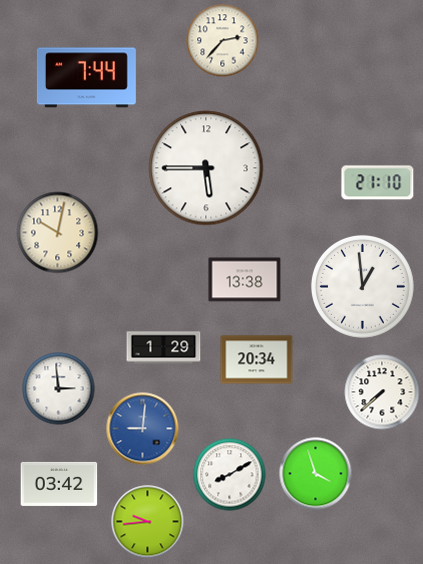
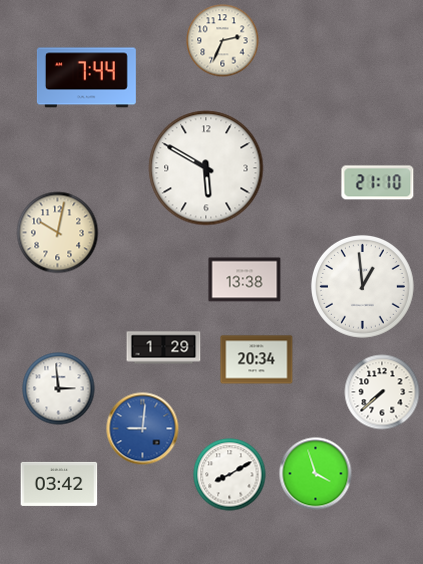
clock at (223, 41): 2:37 -> 2:34
clock at (206, 168): 5:45 -> 5:50
clock at (148, 522): 9:44 -> none
